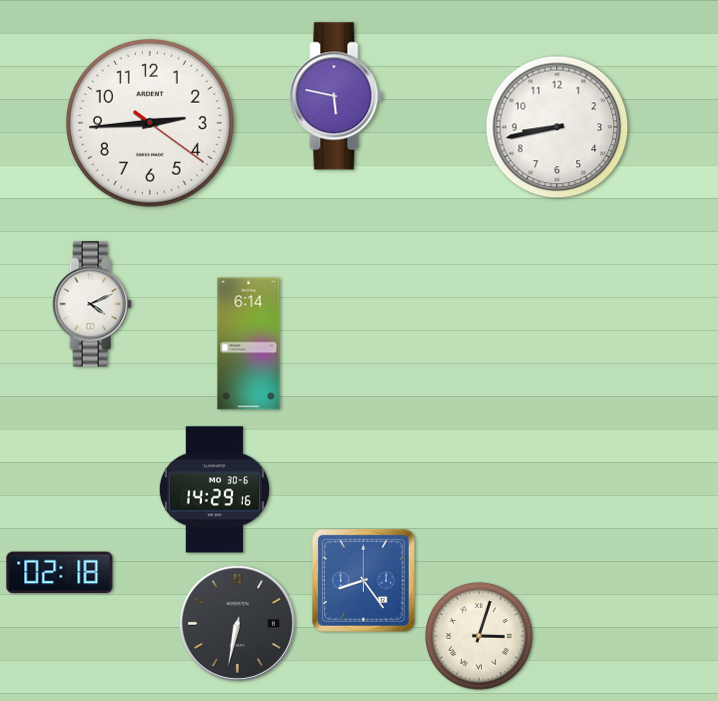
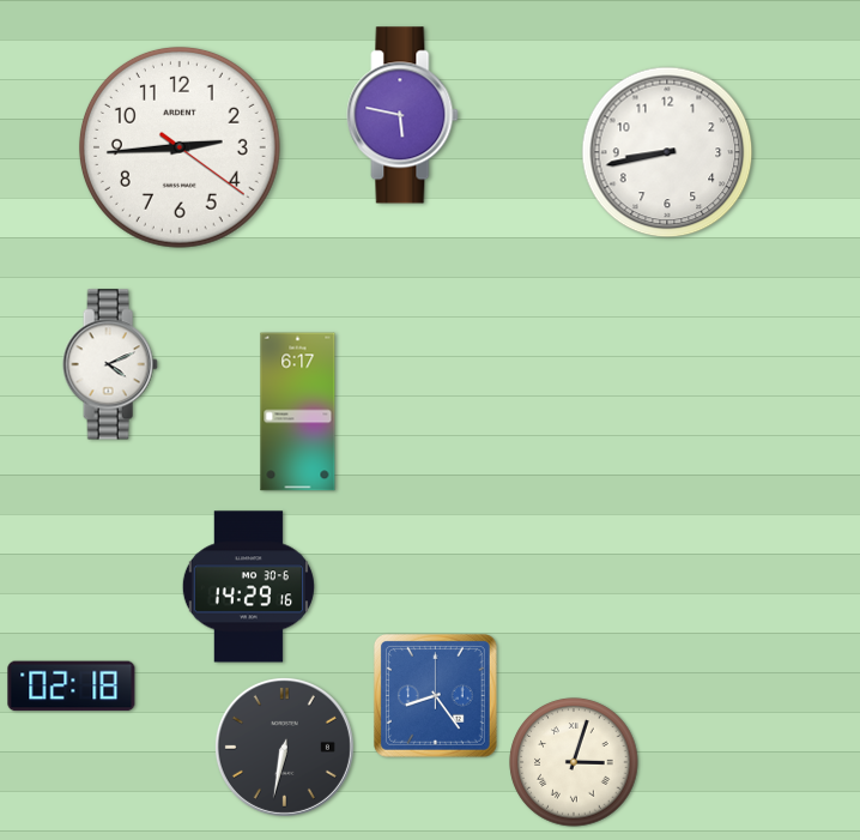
clock at (249, 344): 6:14 -> 6:17
clock at (214, 490) position: (214, 490) -> (248, 587)
